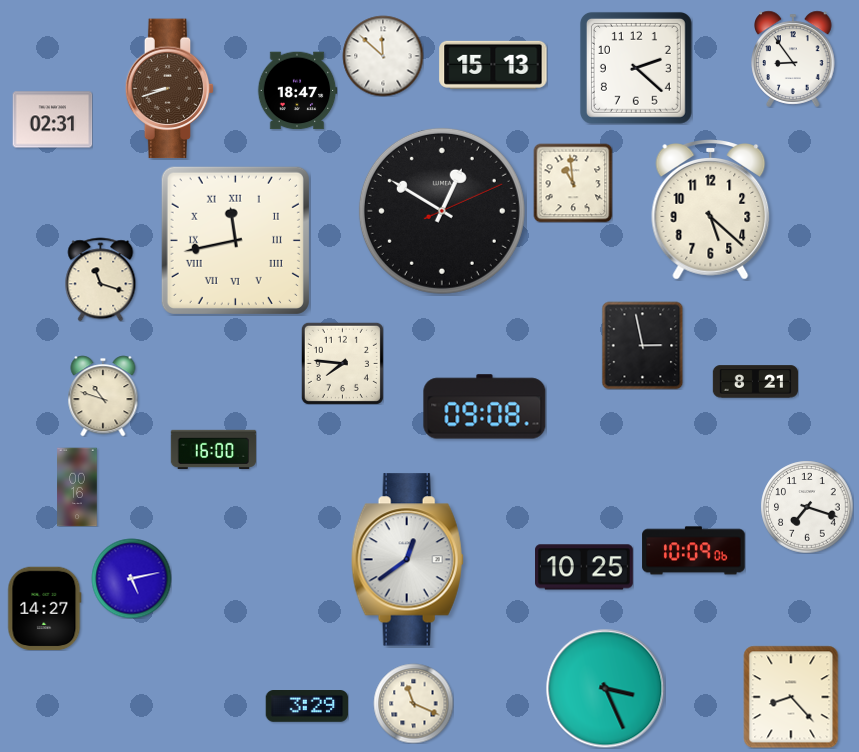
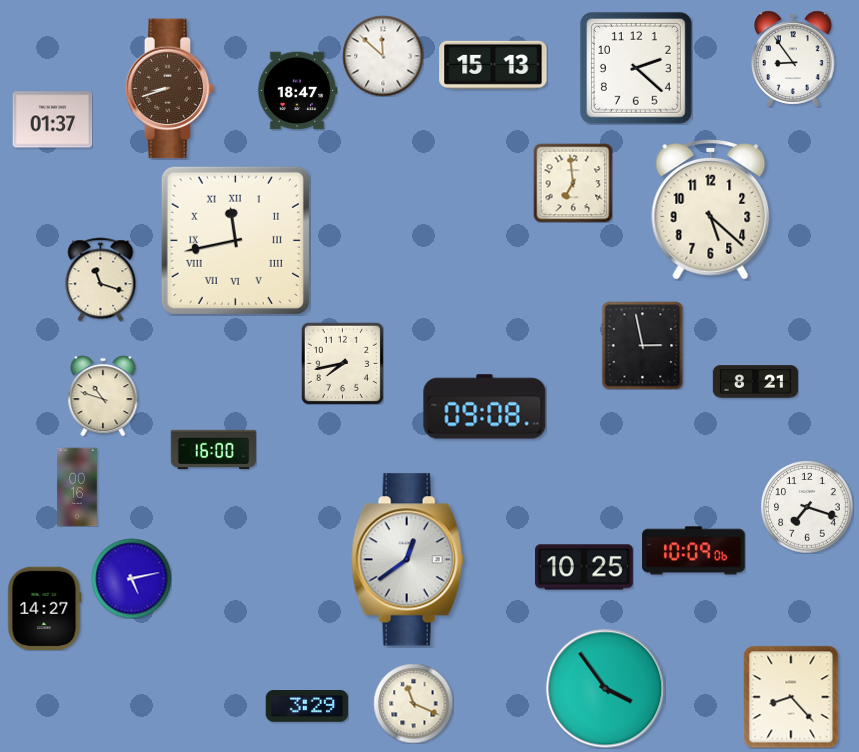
clock at (52, 120): 02:31 -> 01:37
clock at (573, 183): 10:59 -> 6:59
clock at (442, 211): 12:50 -> none
clock at (342, 363): 7:46 -> 7:43
clock at (606, 689): 3:26 -> 3:54
